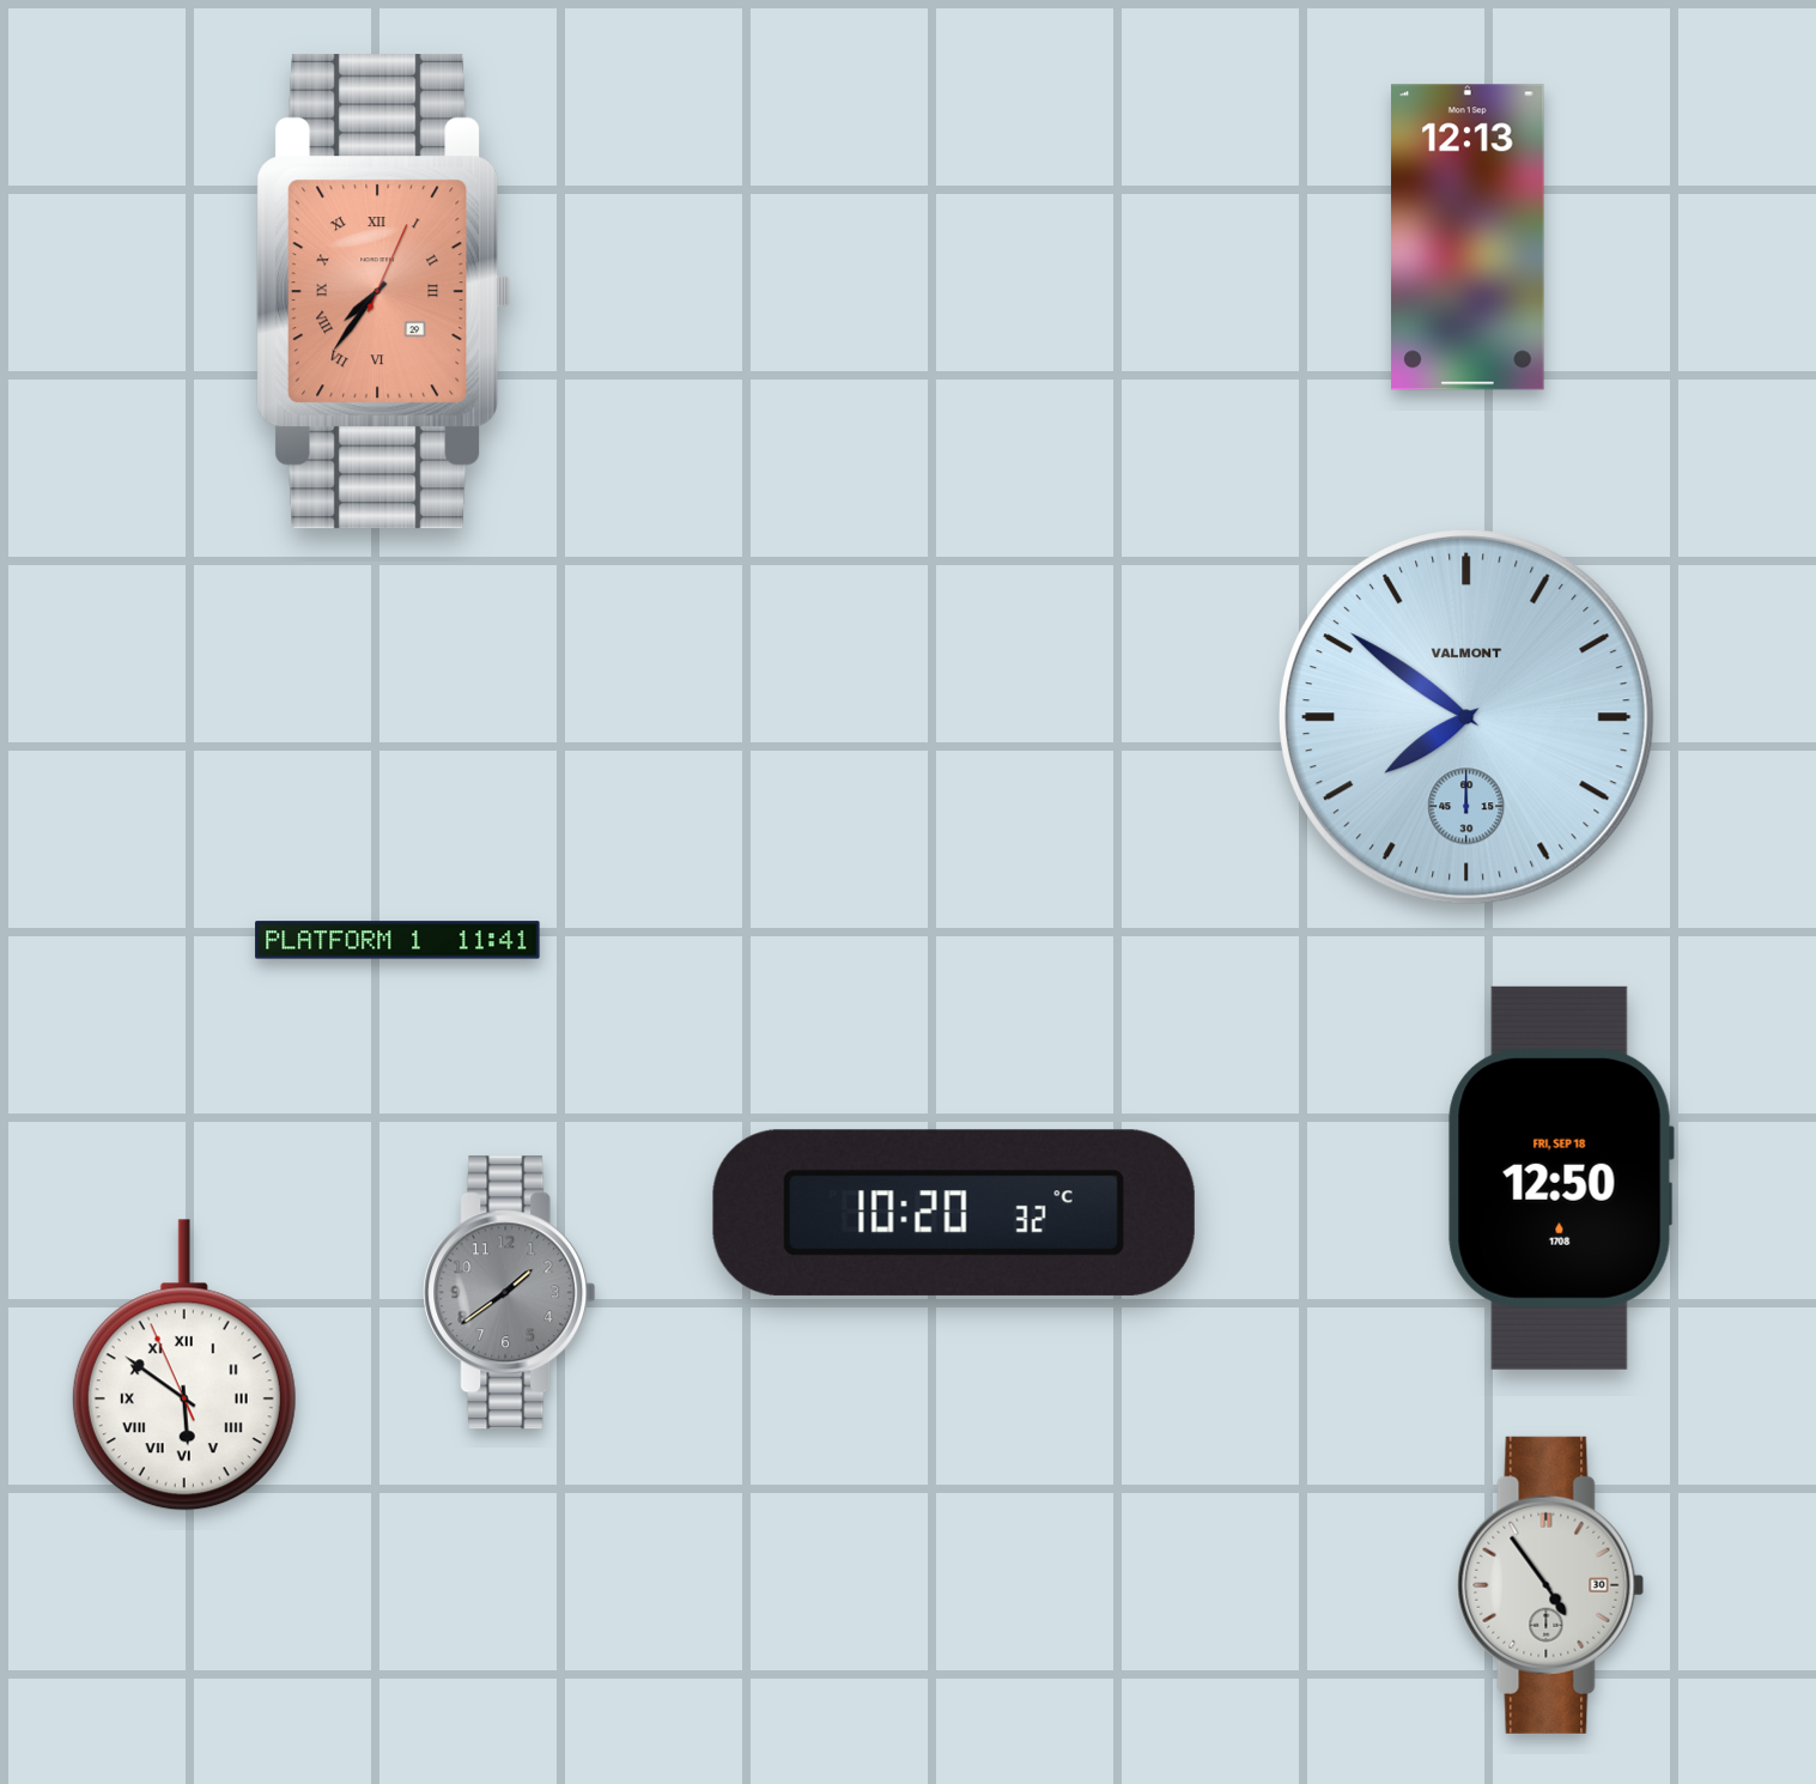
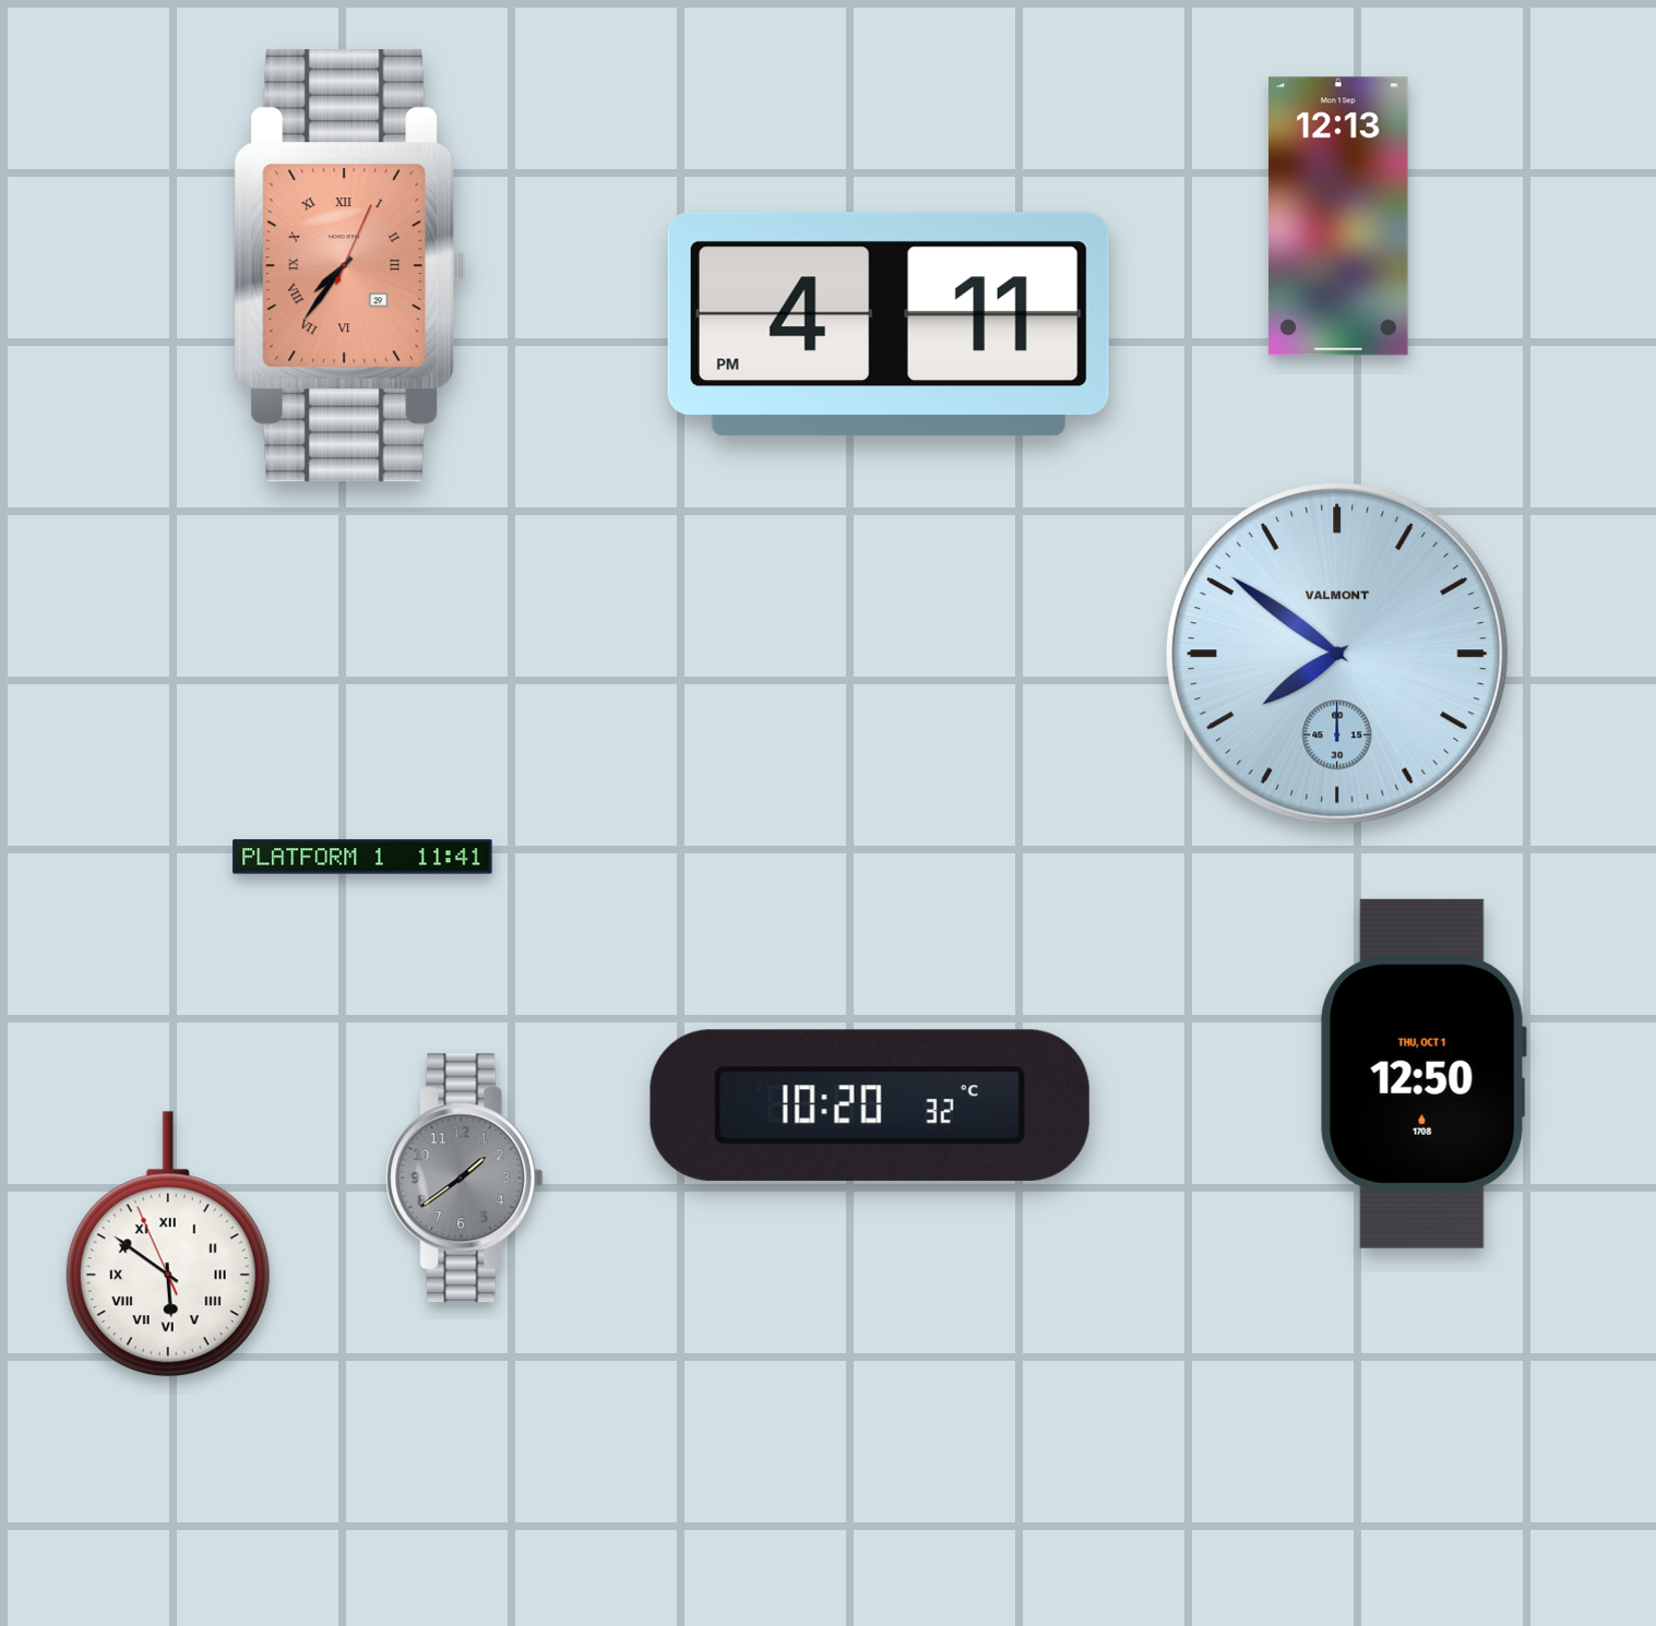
clock at (889, 324): none -> 4:11
clock at (1561, 1178) date: FRI, SEP 18 -> THU, OCT 1
clock at (1550, 1585): 4:54 -> none
